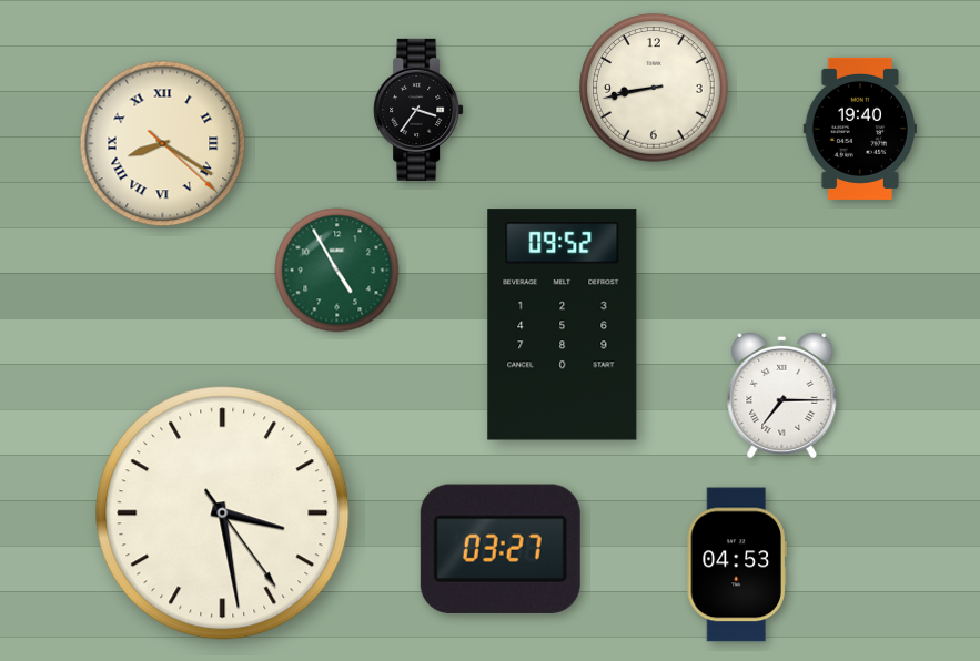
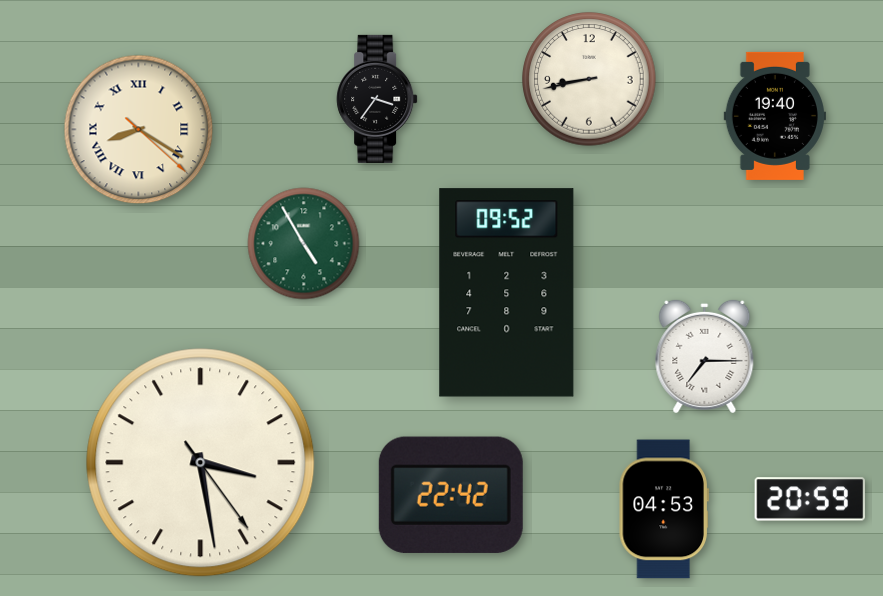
clock at (163, 144) position: (163, 144) -> (139, 130)
clock at (501, 549): 03:27 -> 22:42
clock at (809, 499): none -> 20:59
